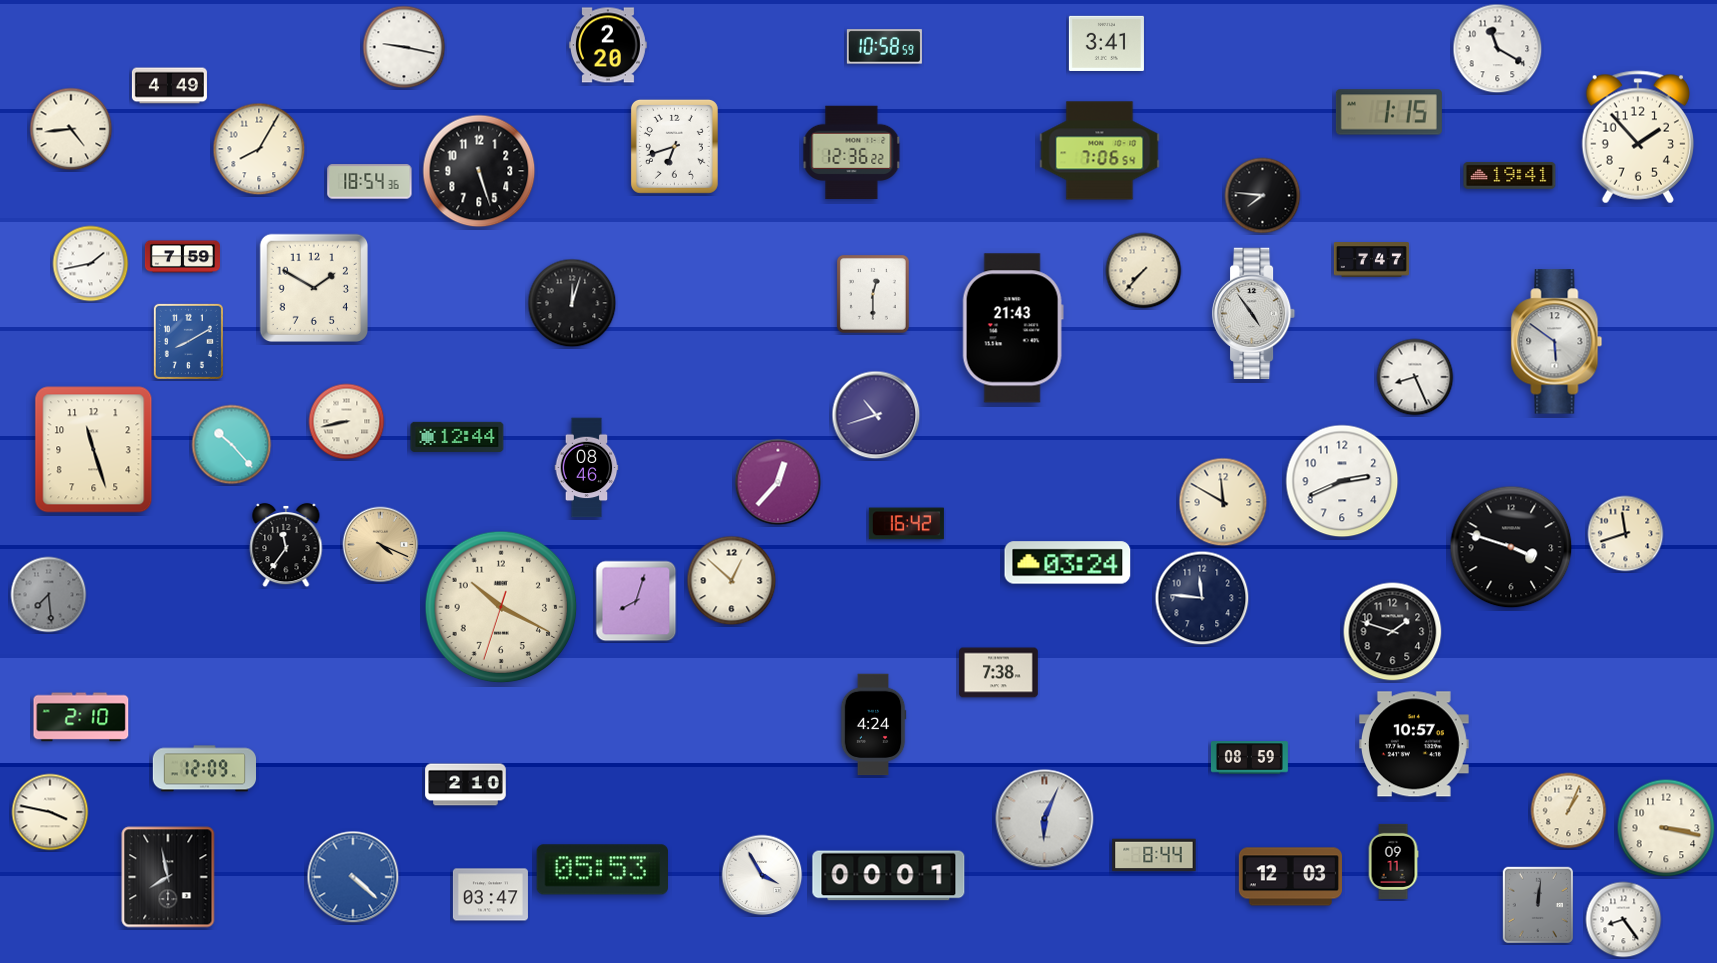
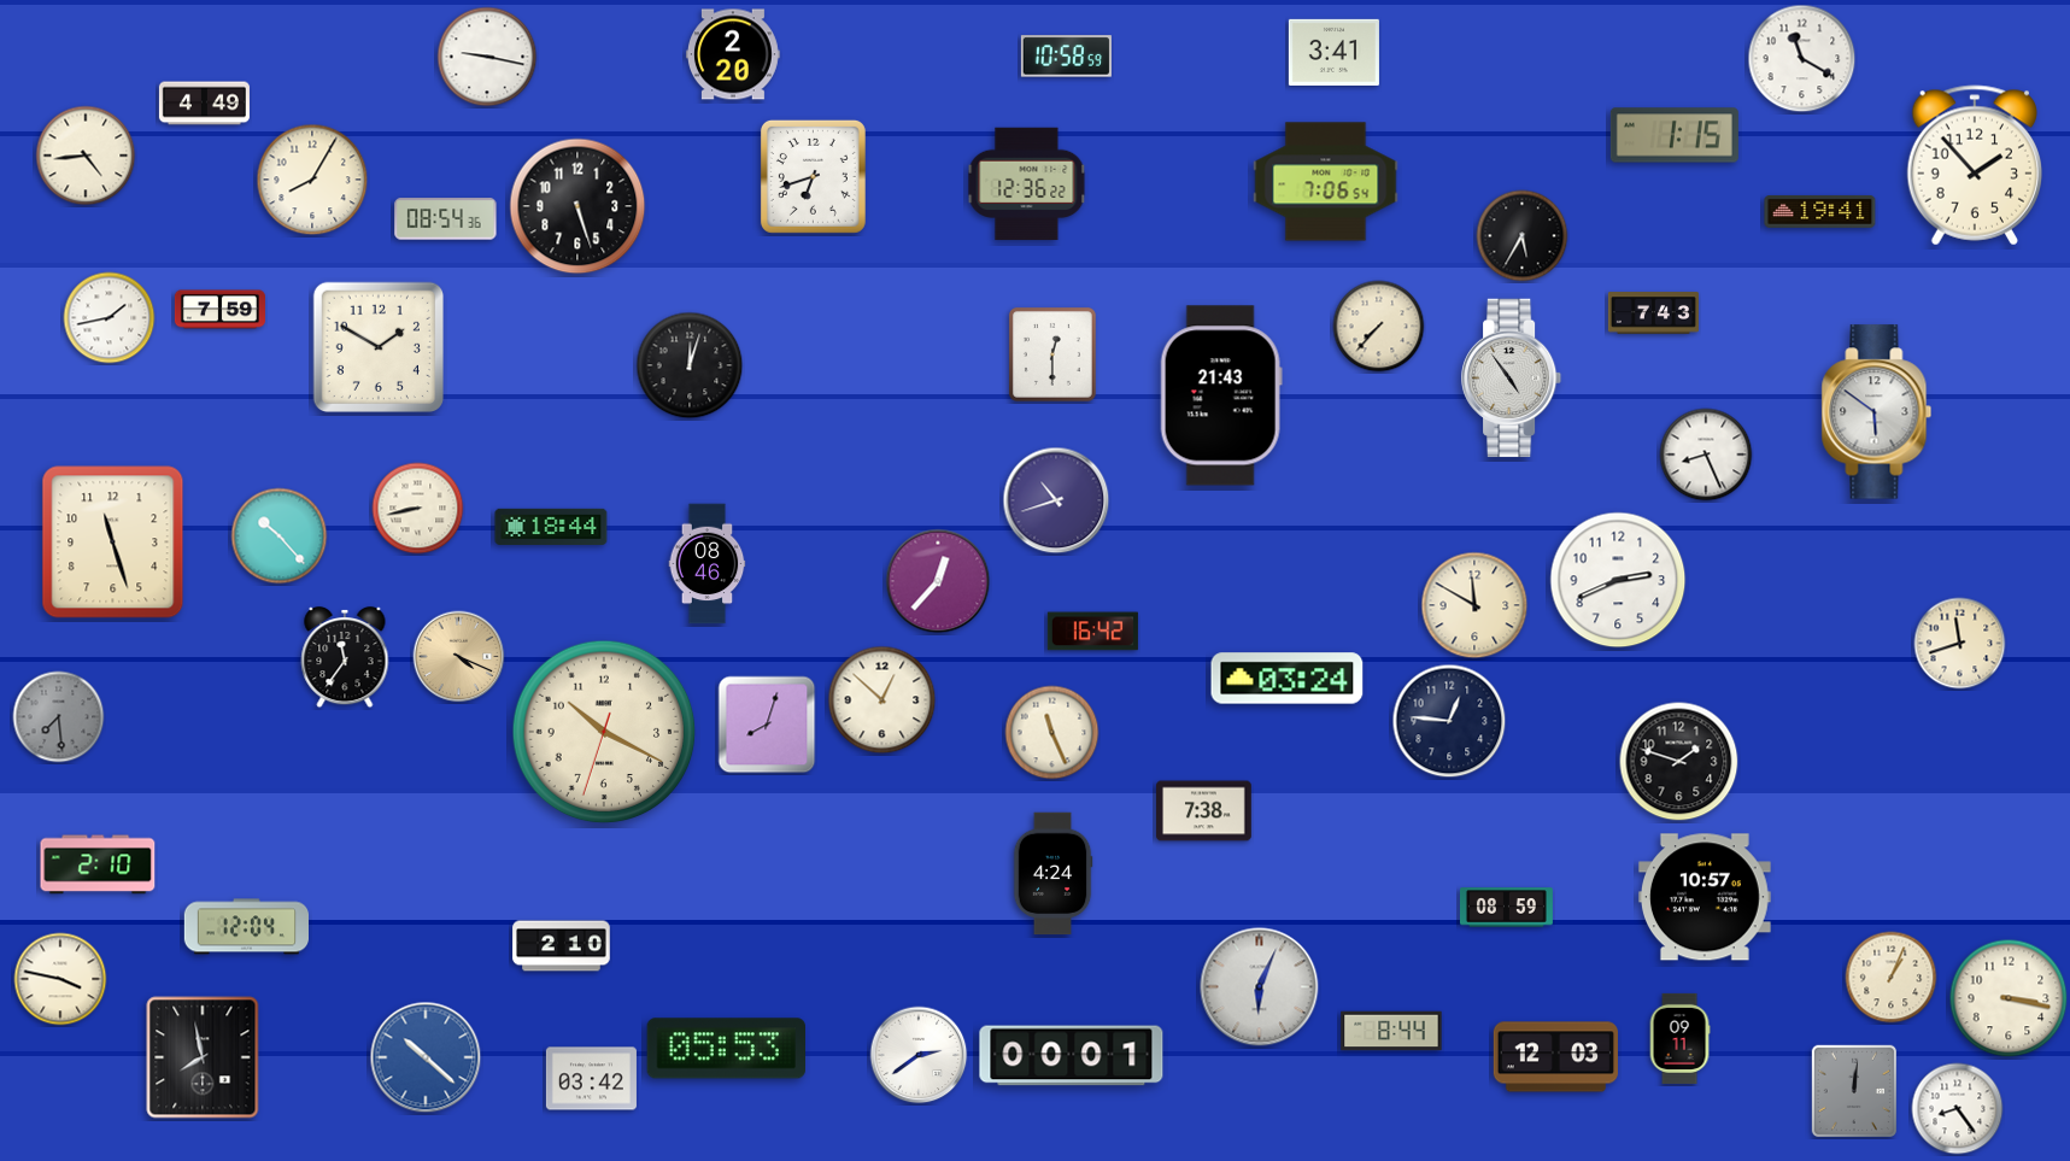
clock at (1498, 49) position: (1498, 49) -> (1802, 59)
clock at (370, 182): 18:54 -> 08:54
clock at (1263, 196): 7:46 -> 5:35
clock at (1371, 260): 7:47 -> 7:43
clock at (188, 341): 8:10 -> none
clock at (457, 437): 12:44 -> 18:44
clock at (1511, 547): 3:48 -> none
clock at (1202, 598): 11:46 -> 12:46
clock at (1052, 733): none -> 11:26
clock at (1249, 758) position: (1249, 758) -> (1506, 908)
clock at (204, 769): 12:09 -> 12:04
clock at (762, 875): 3:55 -> 2:39
clock at (353, 877): 4:22 -> 10:22
clock at (490, 895): 03:47 -> 03:42
